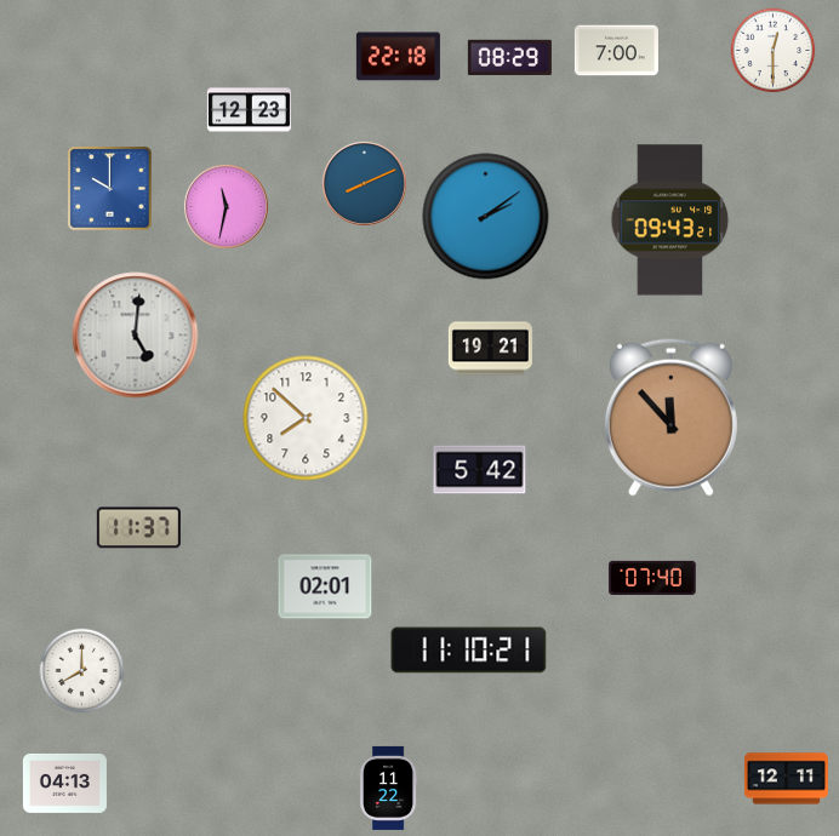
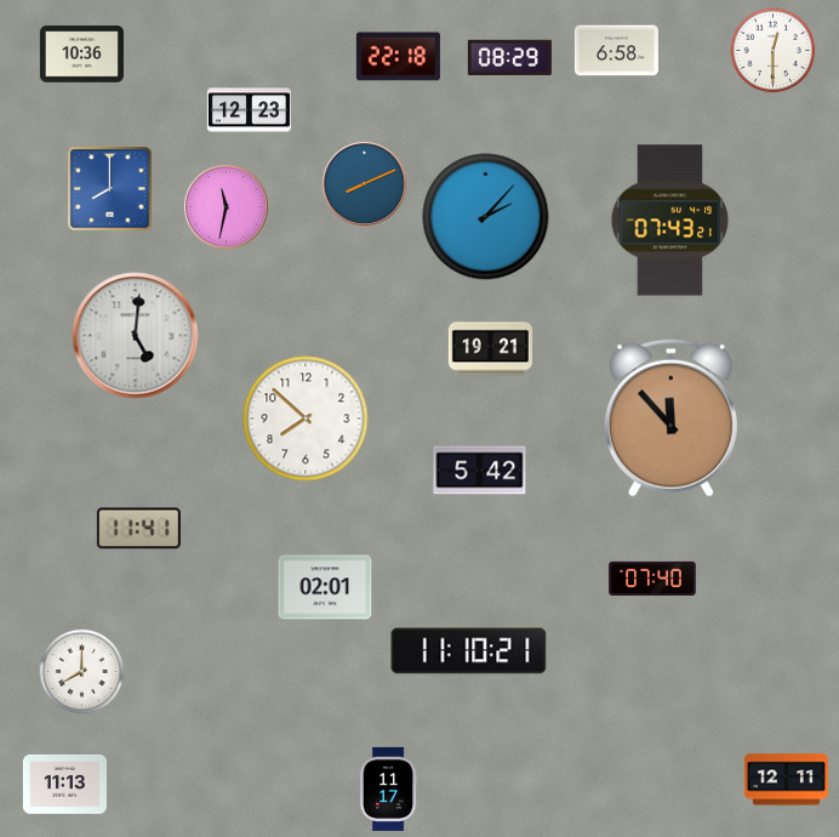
clock at (616, 51): 7:00 -> 6:58
clock at (81, 55): none -> 10:36
clock at (110, 189): 10:00 -> 8:00
clock at (486, 217): 2:09 -> 2:07
clock at (670, 221): 09:43 -> 07:43
clock at (138, 528): 11:37 -> 11:41
clock at (64, 783): 04:13 -> 11:13
clock at (388, 788): 11:22 -> 11:17
